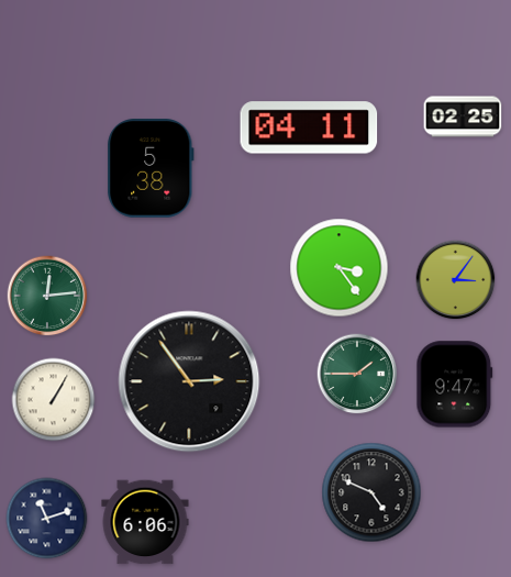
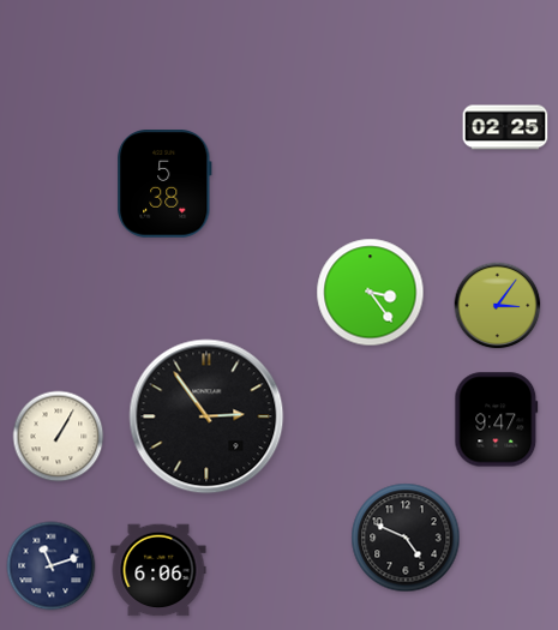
clock at (309, 127): 04:11 -> none
clock at (47, 296): 12:14 -> none
clock at (357, 374): 1:45 -> none
